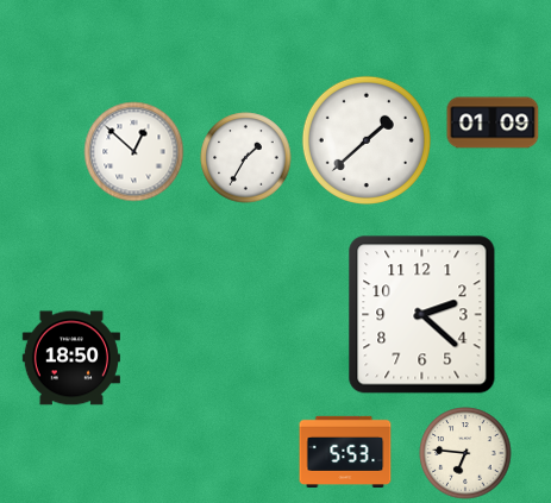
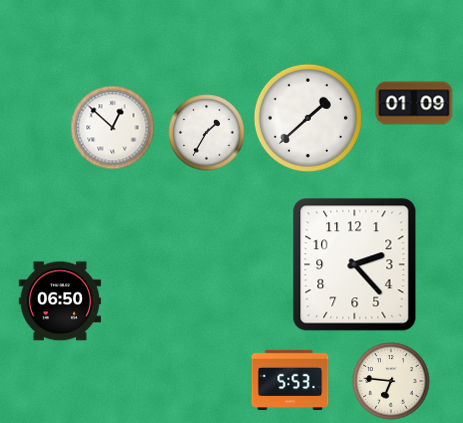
clock at (422, 315): 2:22 -> 2:23
clock at (71, 358): 18:50 -> 06:50
